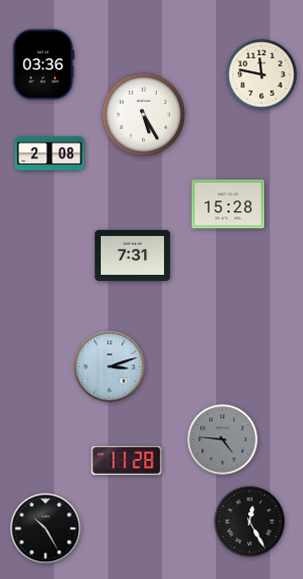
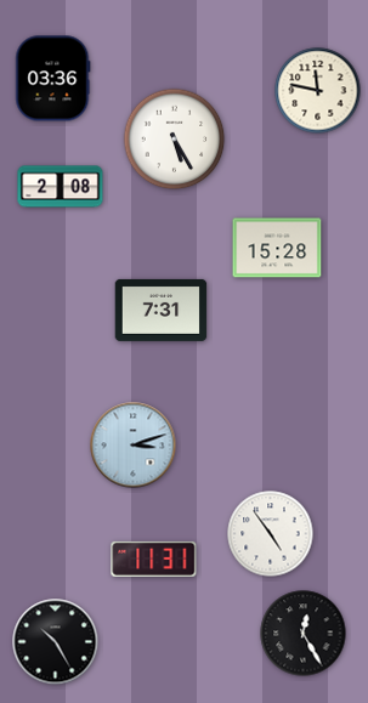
clock at (223, 440): 4:46 -> 4:54
clock at (223, 440) dial: grey -> white
clock at (127, 460): 11:28 -> 11:31
